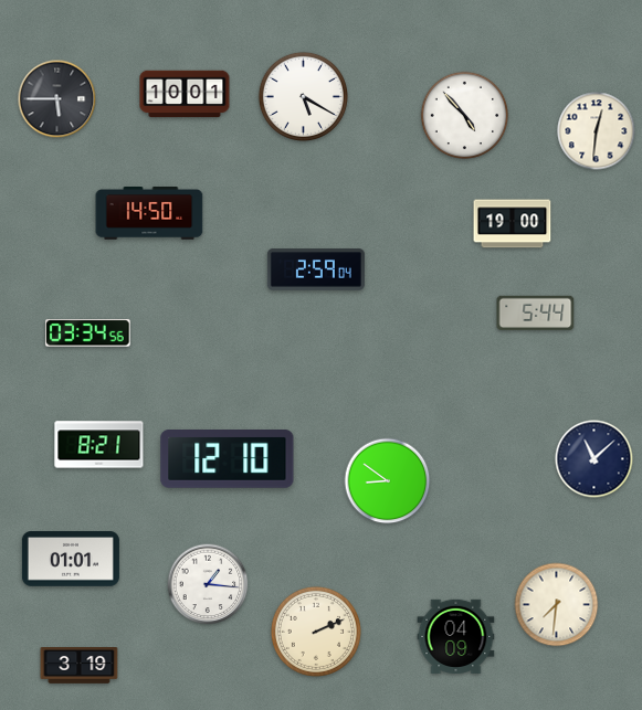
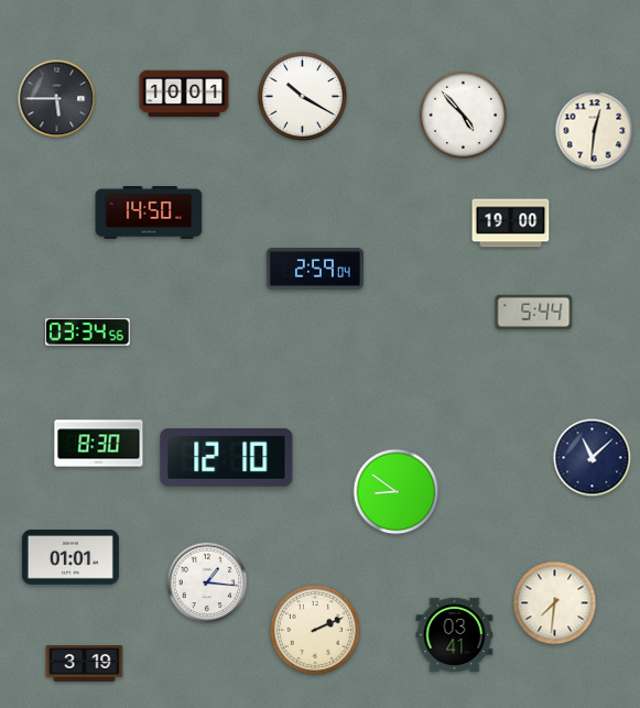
clock at (303, 96): 5:20 -> 10:20
clock at (99, 445): 8:21 -> 8:30
clock at (388, 481) position: (388, 481) -> (397, 492)
clock at (456, 636): 04:09 -> 03:41
clock at (80, 666) position: (80, 666) -> (85, 664)
